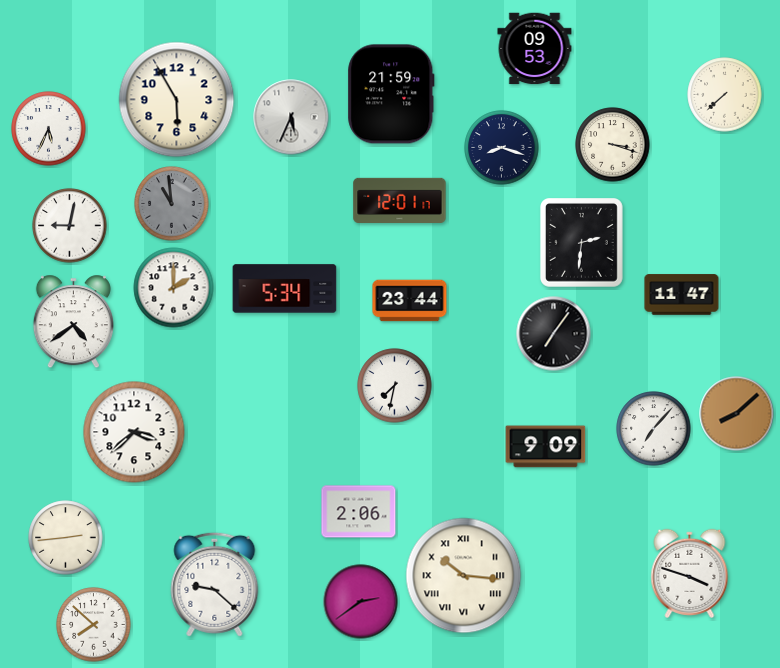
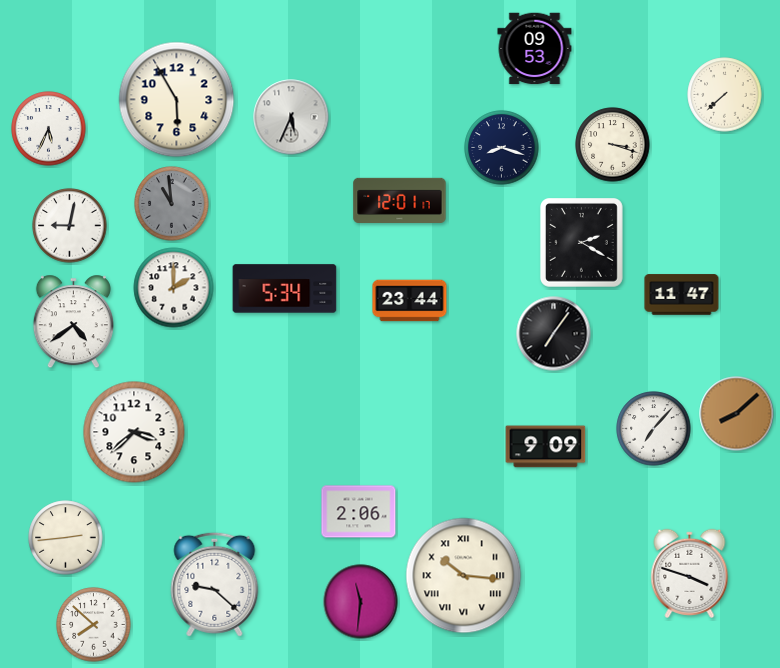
clock at (391, 94): 21:59 -> none
clock at (582, 243): 2:31 -> 2:20
clock at (395, 386): 7:32 -> none
clock at (361, 602): 2:39 -> 11:31
